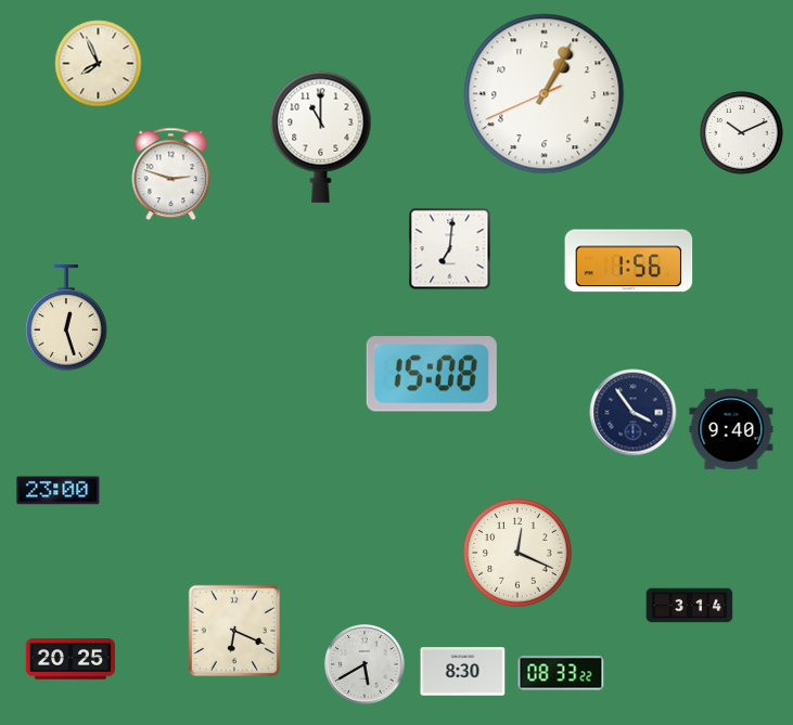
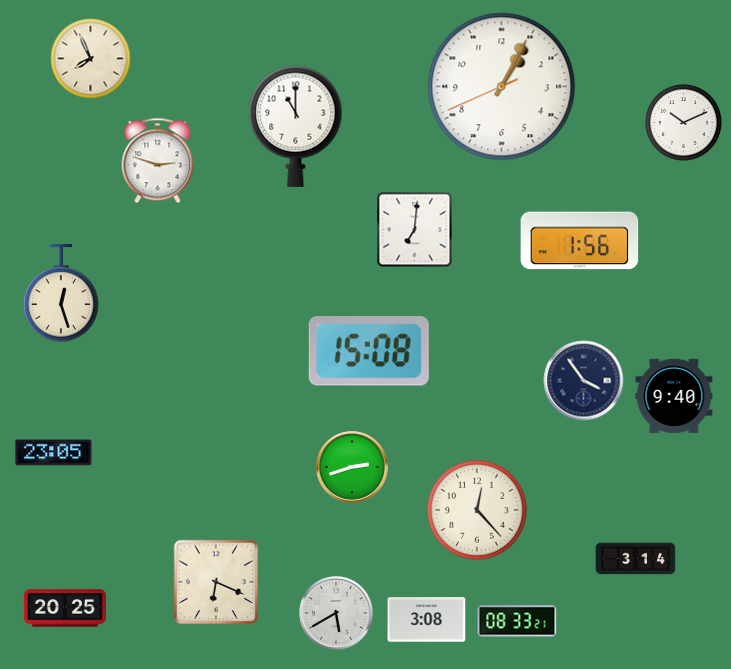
clock at (432, 374) position: (432, 374) -> (369, 351)
clock at (59, 491): 23:00 -> 23:05
clock at (352, 467): none -> 2:42
clock at (517, 553): 12:19 -> 12:23
clock at (463, 672): 8:30 -> 3:08
clock at (561, 673): 08:33:22 -> 08:33:21
